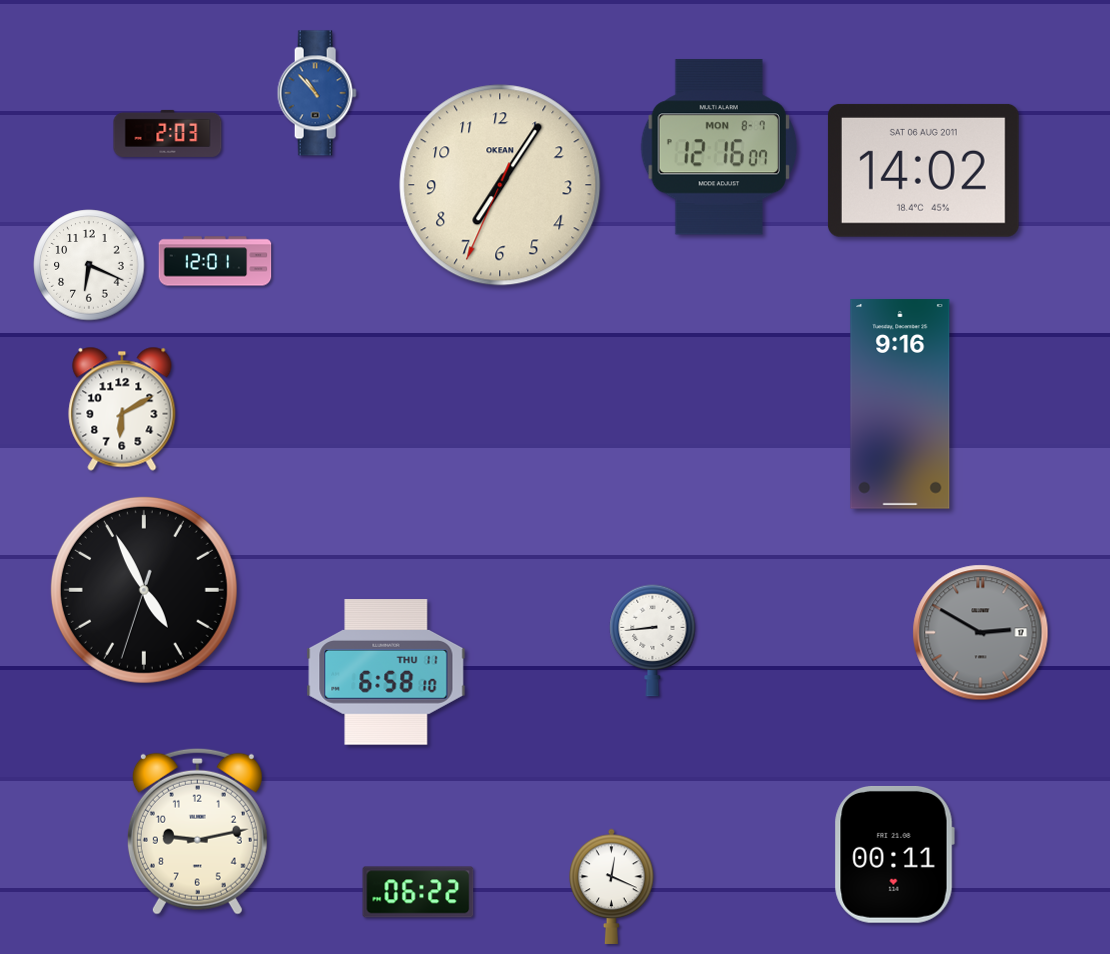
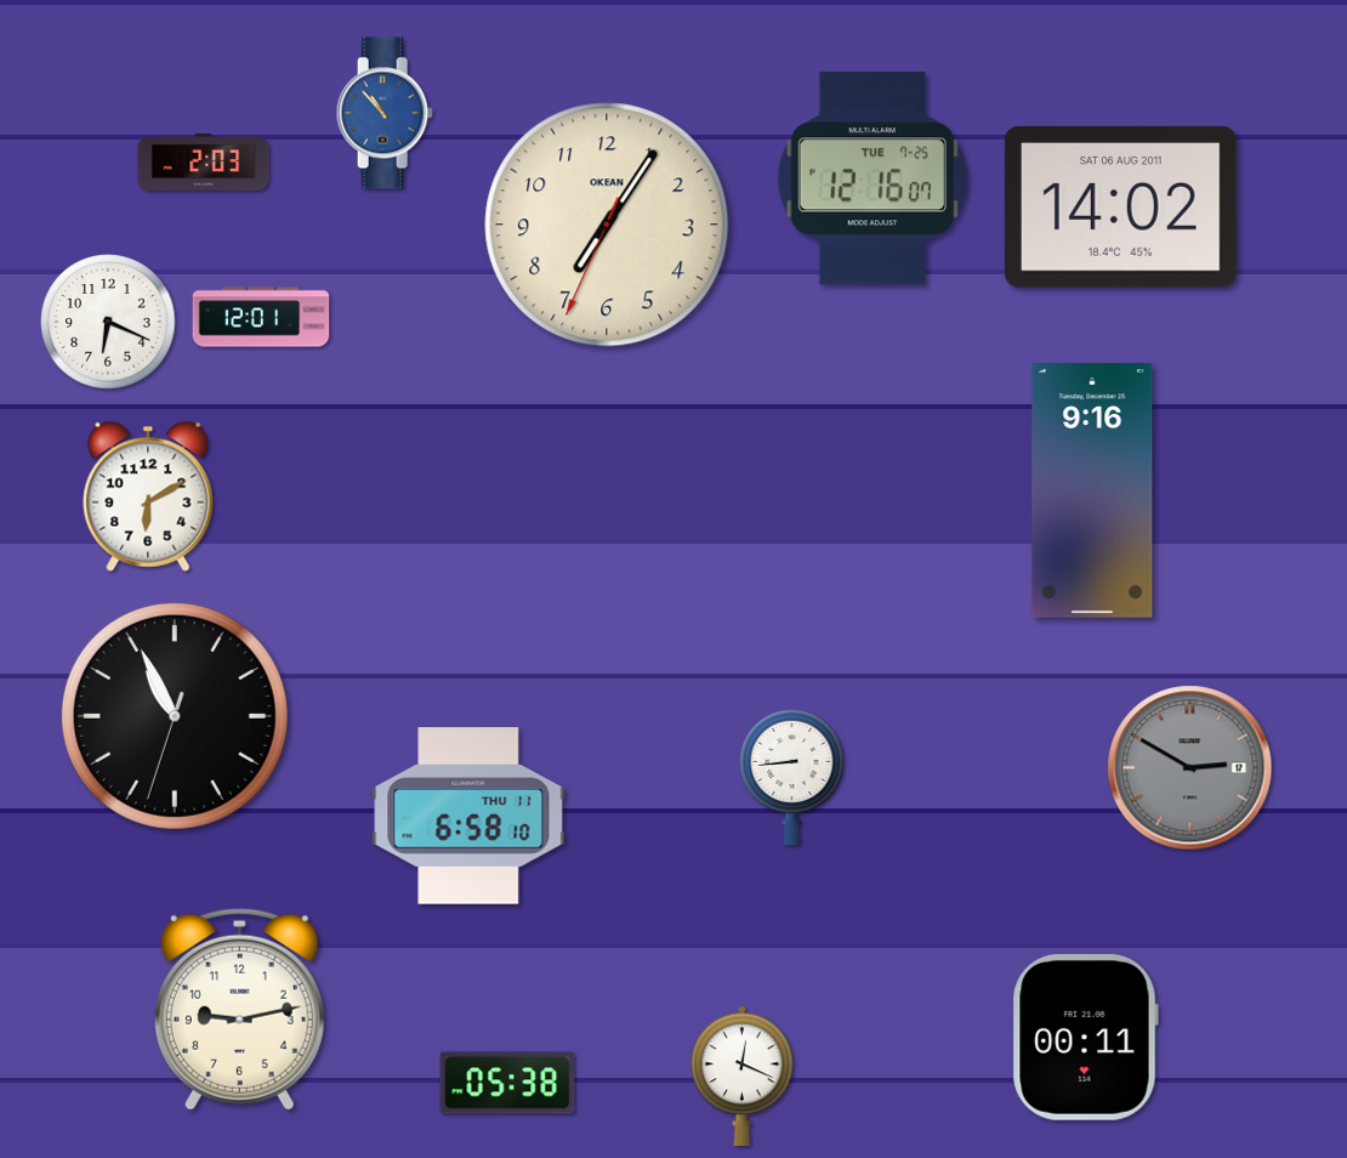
clock at (719, 147) date: MON 8-7 -> TUE 7-25
clock at (144, 590): 4:55 -> 10:55
clock at (418, 892): 06:22 -> 05:38
